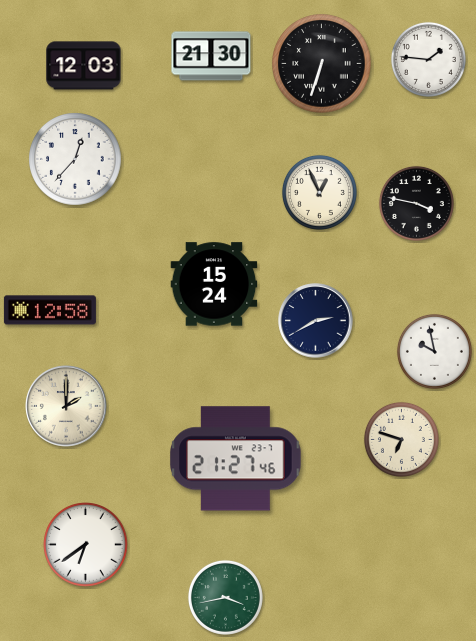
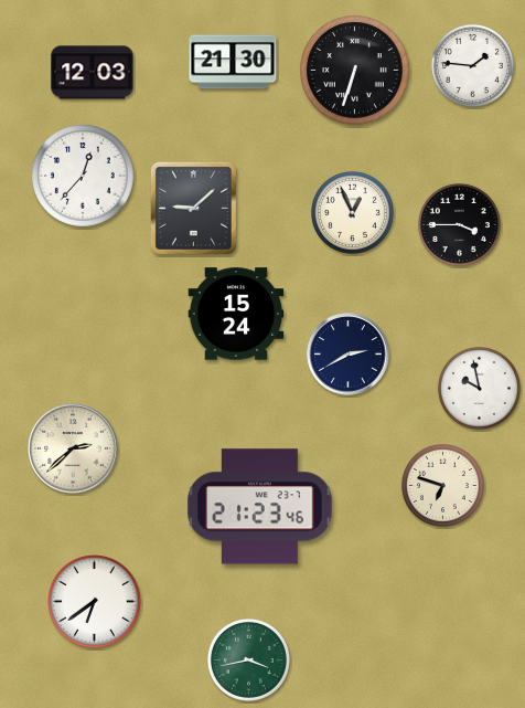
clock at (193, 208): none -> 9:08
clock at (416, 203): 3:47 -> 3:45
clock at (50, 310): 12:58 -> none
clock at (66, 406): 2:00 -> 2:38
clock at (236, 459): 21:27 -> 21:23
